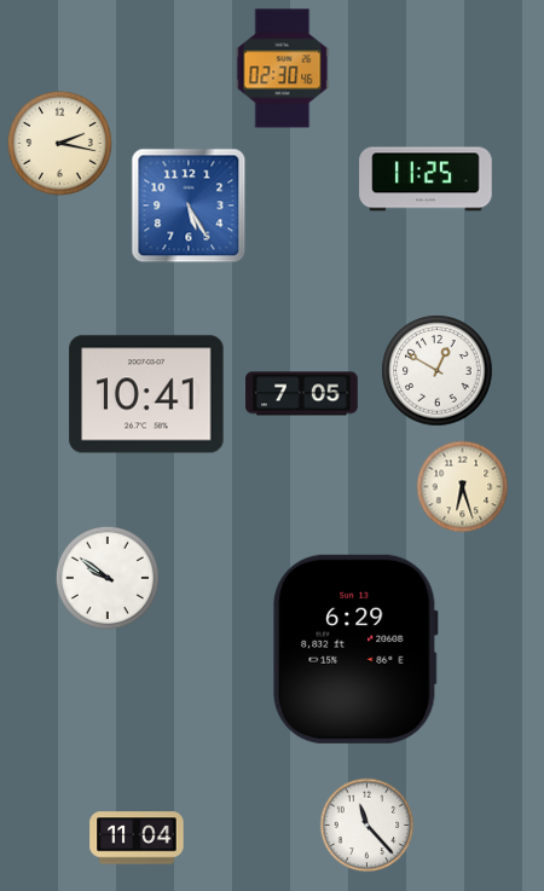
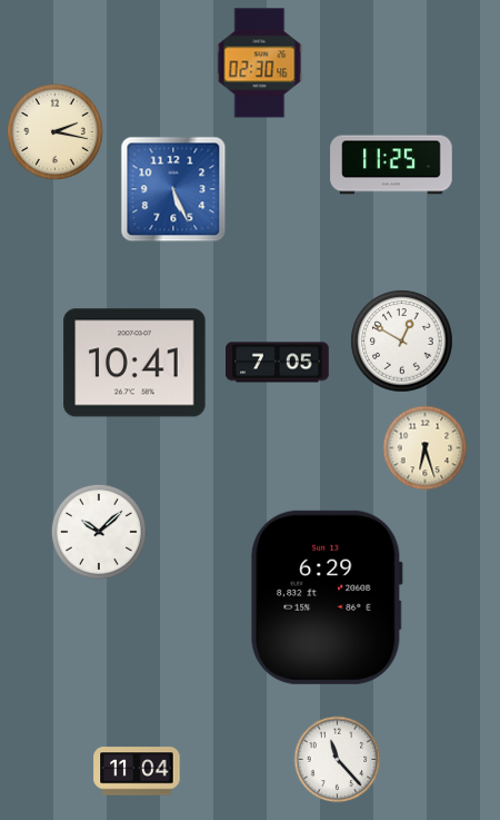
clock at (189, 206): 5:25 -> 5:26
clock at (108, 578): 9:51 -> 10:08
clock at (137, 838) position: (137, 838) -> (137, 771)
